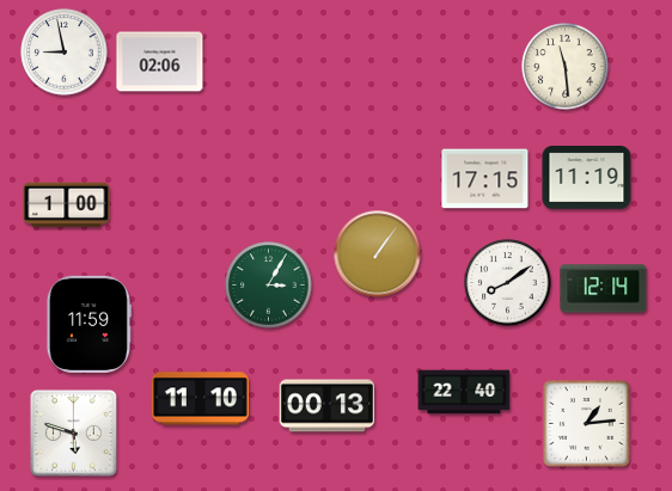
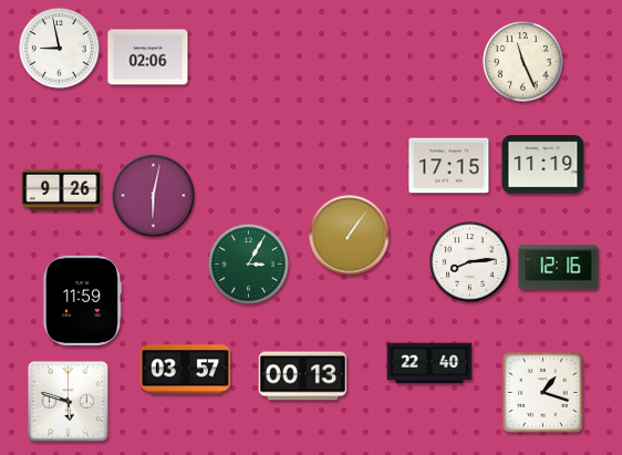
clock at (566, 67): 11:29 -> 11:26
clock at (67, 205): 1:00 -> 9:26
clock at (154, 196): none -> 6:02
clock at (508, 283): 8:09 -> 8:14
clock at (604, 289): 12:14 -> 12:16
clock at (200, 399): 11:10 -> 03:57
clock at (587, 424): 1:14 -> 1:18
